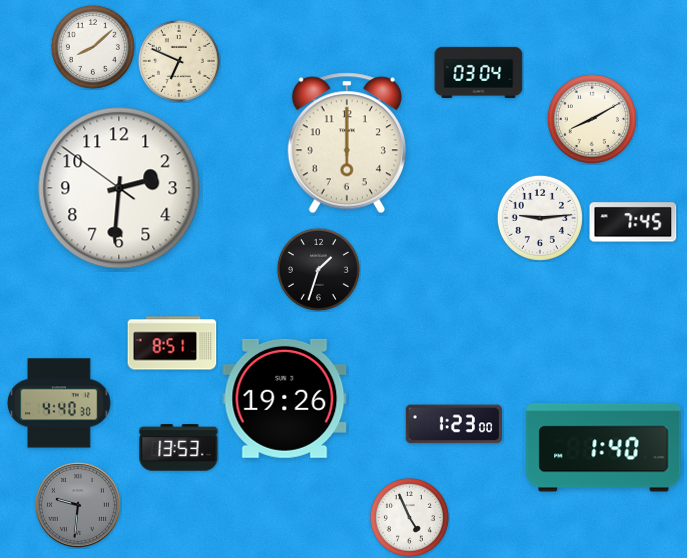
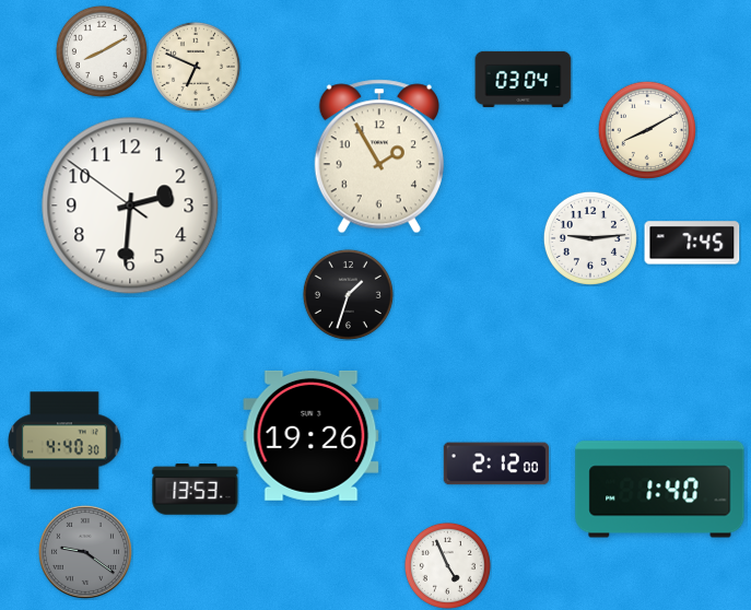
clock at (93, 47): 8:08 -> 8:10
clock at (347, 143): 6:00 -> 1:55
clock at (172, 343): 8:51 -> none
clock at (453, 424): 1:23 -> 2:12
clock at (78, 505): 9:31 -> 9:21
